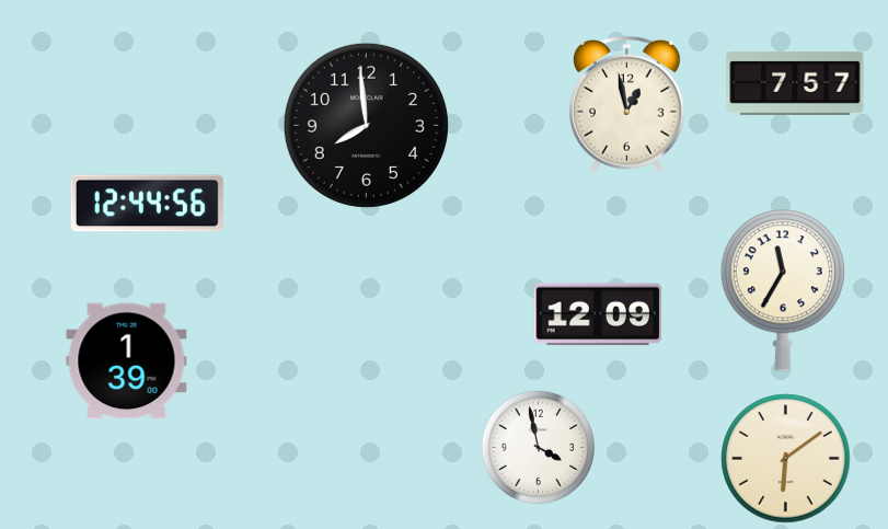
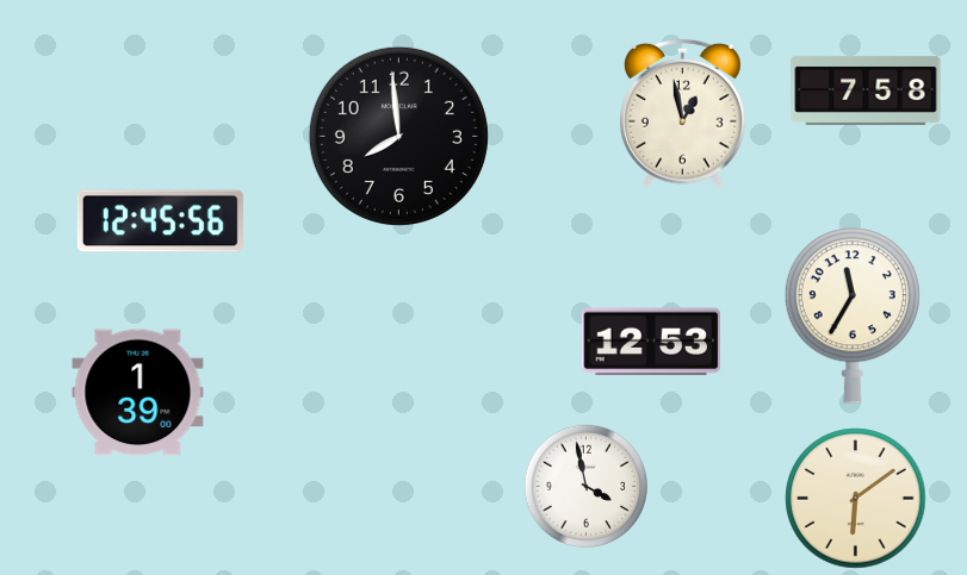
clock at (795, 83): 7:57 -> 7:58
clock at (147, 204): 12:44 -> 12:45
clock at (597, 314): 12:09 -> 12:53
